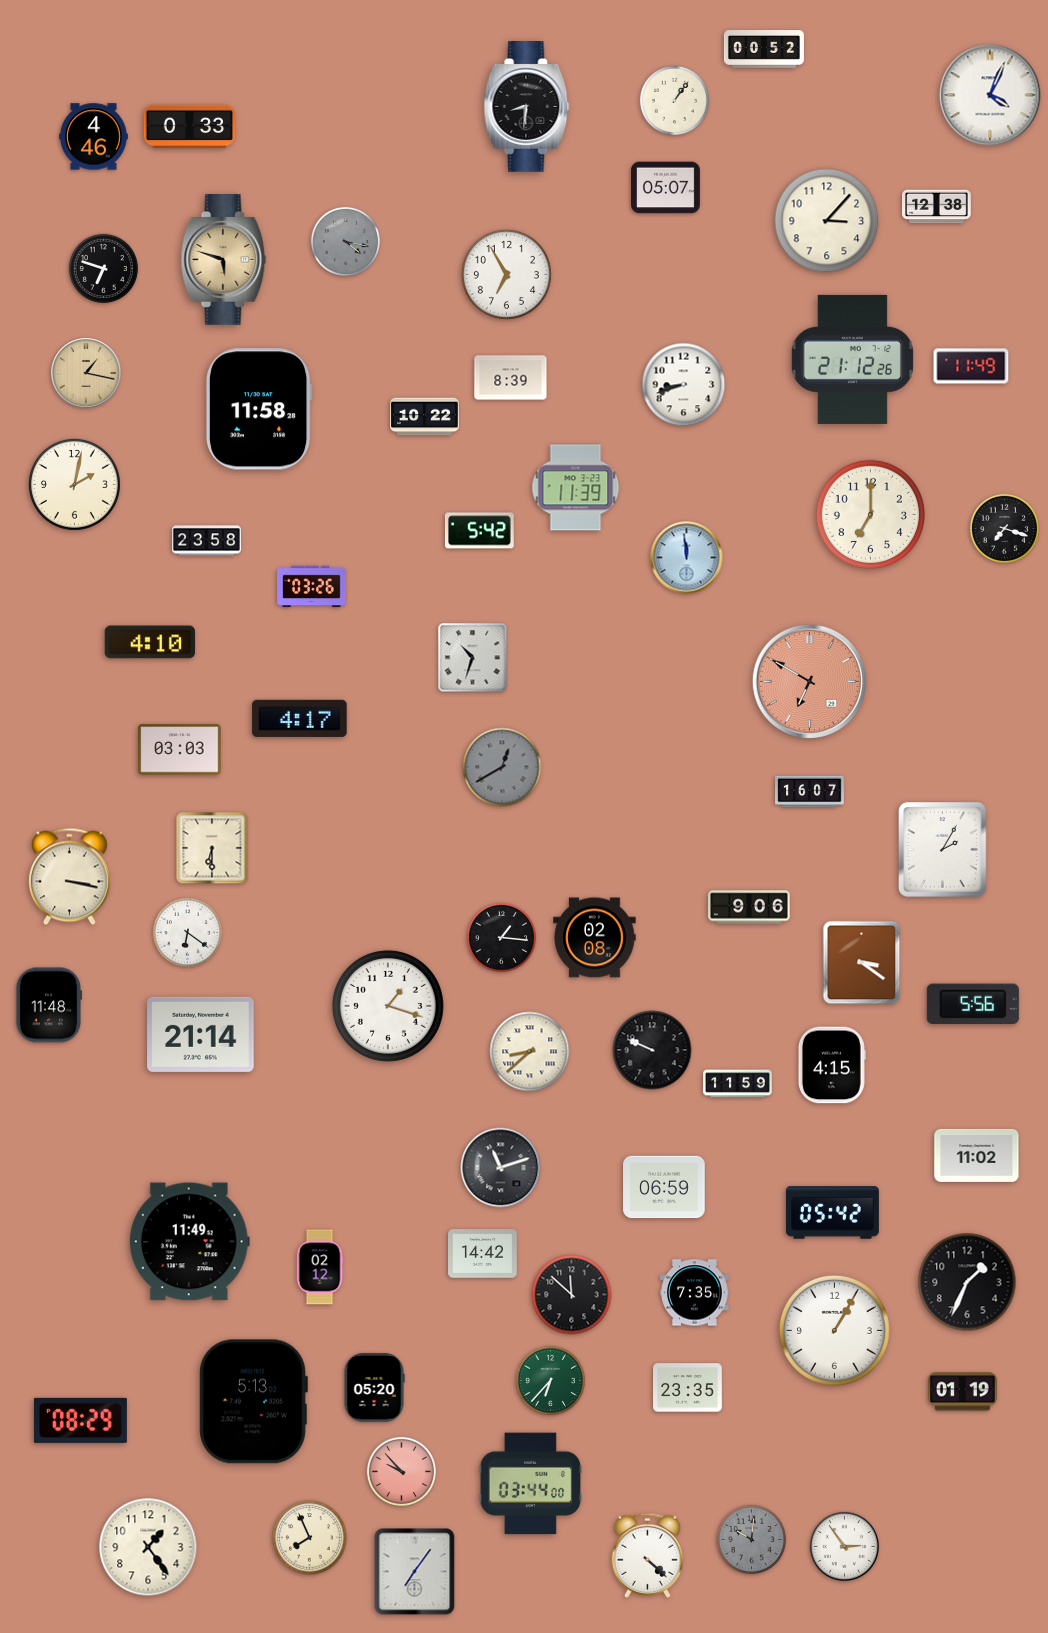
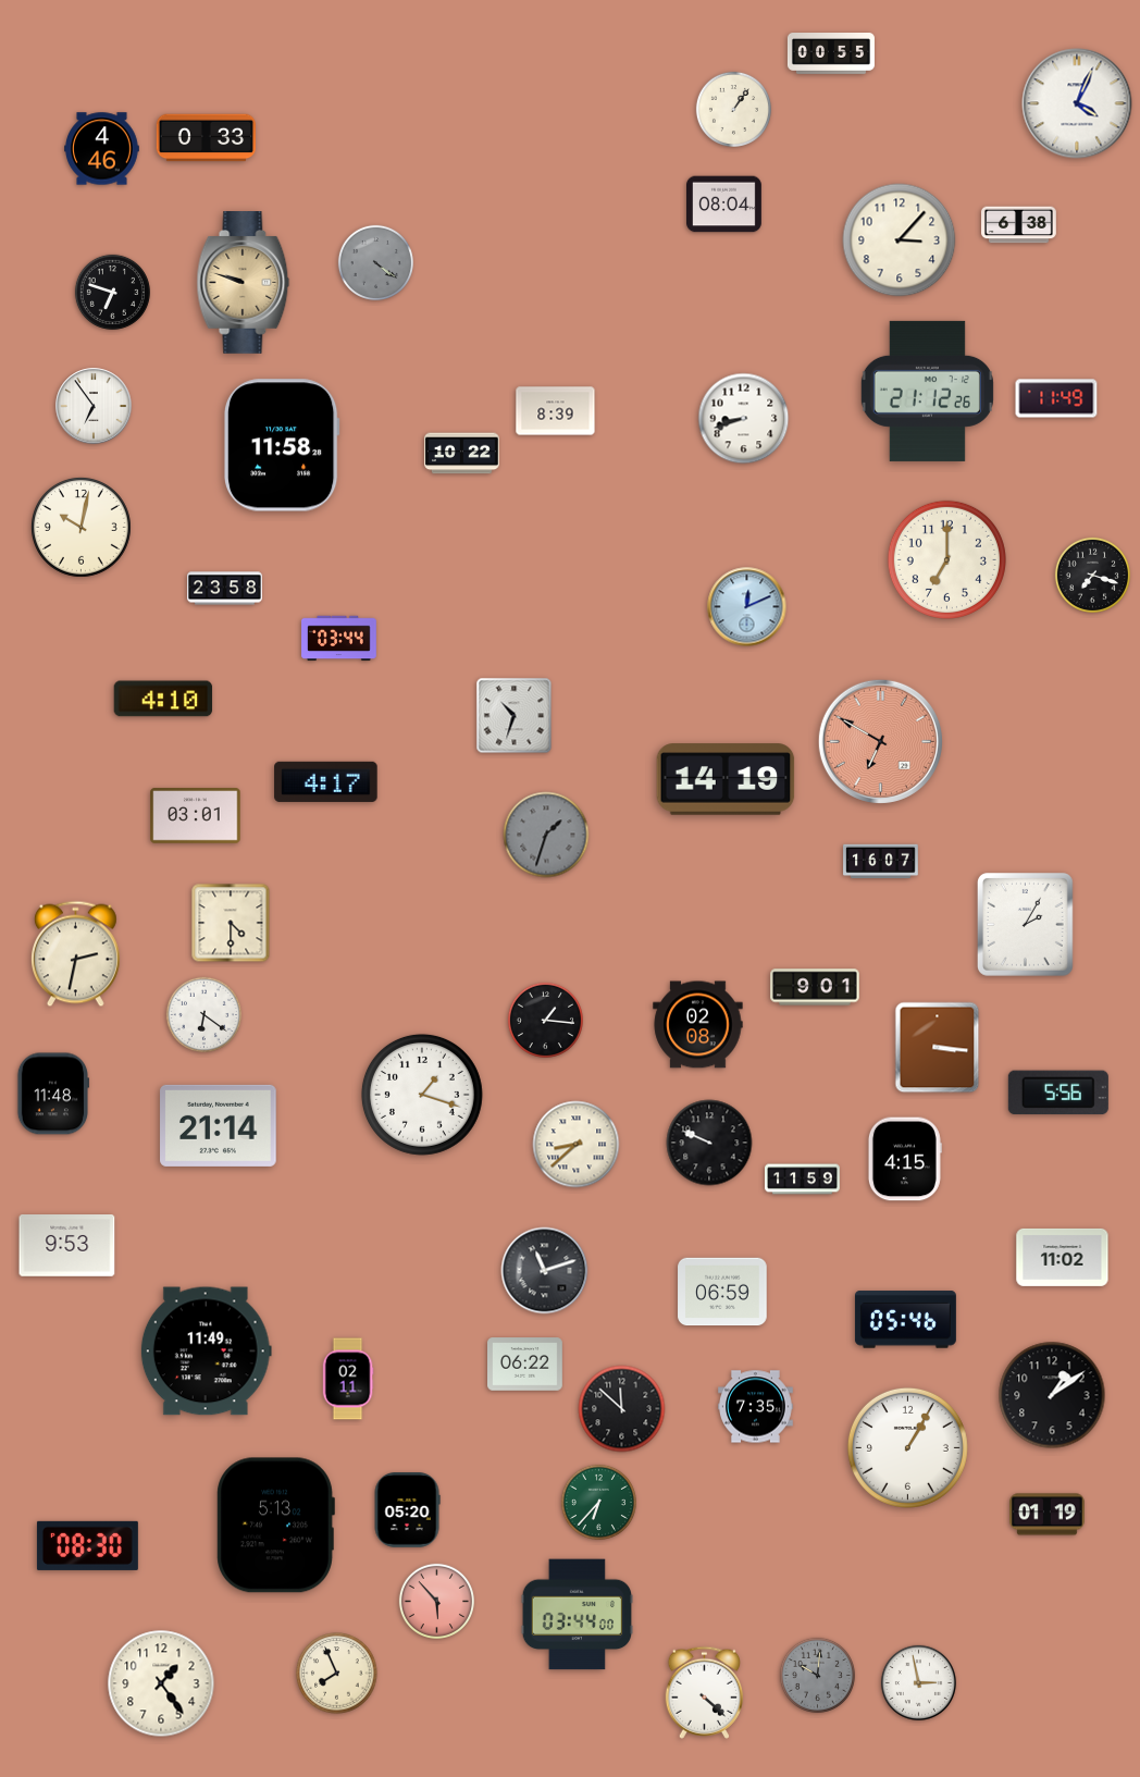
clock at (764, 50): 00:52 -> 00:55
clock at (527, 107): 8:31 -> none
clock at (666, 188): 05:07 -> 08:04
clock at (937, 207): 12:38 -> 6:38
clock at (345, 241): 4:17 -> 4:21
clock at (224, 260): 5:48 -> 9:48
clock at (506, 274): 6:55 -> none
clock at (86, 373): 1:17 -> 6:54
clock at (86, 373) dial: champagne -> white
clock at (74, 484): 2:02 -> 10:02
clock at (576, 488): 11:39 -> none
clock at (479, 531): 5:42 -> none
clock at (687, 558): 11:59 -> 12:11
clock at (312, 587): 03:26 -> 03:44
clock at (726, 779): none -> 14:19
clock at (180, 750): 03:03 -> 03:01
clock at (502, 767): 12:40 -> 1:33
clock at (212, 848): 6:30 -> 4:30
clock at (69, 877): 3:17 -> 2:32
clock at (749, 907): 9:06 -> 9:01
clock at (595, 938) position: (595, 938) -> (698, 1025)
clock at (862, 963): 3:21 -> 3:16
clock at (67, 1246): none -> 9:53
clock at (832, 1213): 05:42 -> 05:46
clock at (483, 1254): 14:42 -> 06:22
clock at (320, 1267): 02:12 -> 02:11
clock at (967, 1282): 1:34 -> 1:09
clock at (688, 1388): 23:35 -> none
clock at (80, 1420): 08:29 -> 08:30
clock at (401, 1471): 9:53 -> 5:53
clock at (844, 1546): 2:54 -> 2:58
clock at (415, 1572): 7:06 -> none
